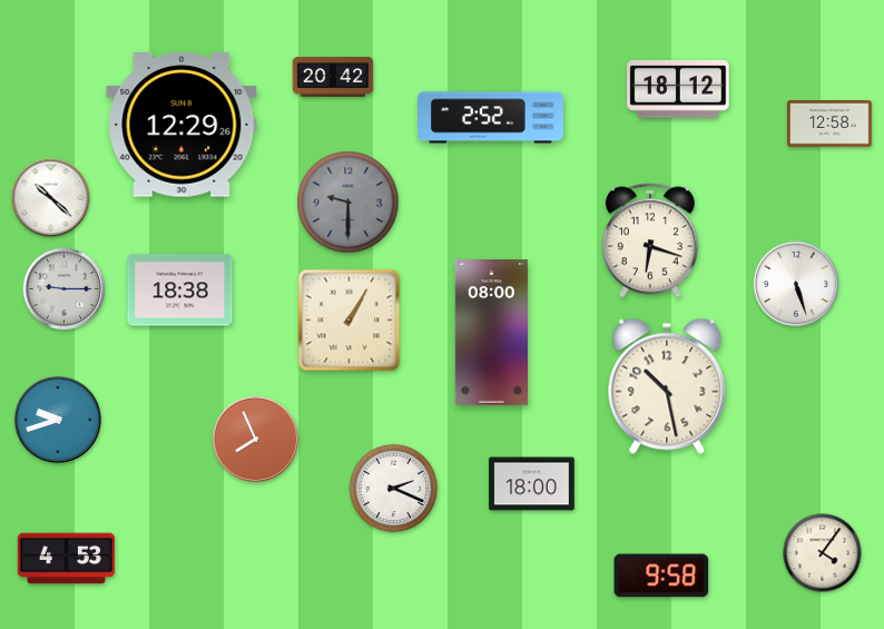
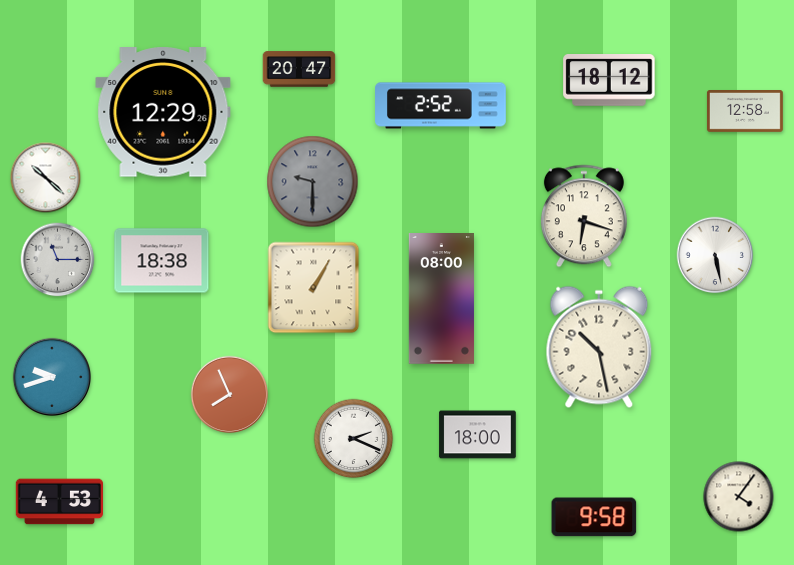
clock at (333, 77): 20:42 -> 20:47
clock at (796, 284): 5:27 -> 5:28
clock at (65, 289): 9:15 -> 11:15
